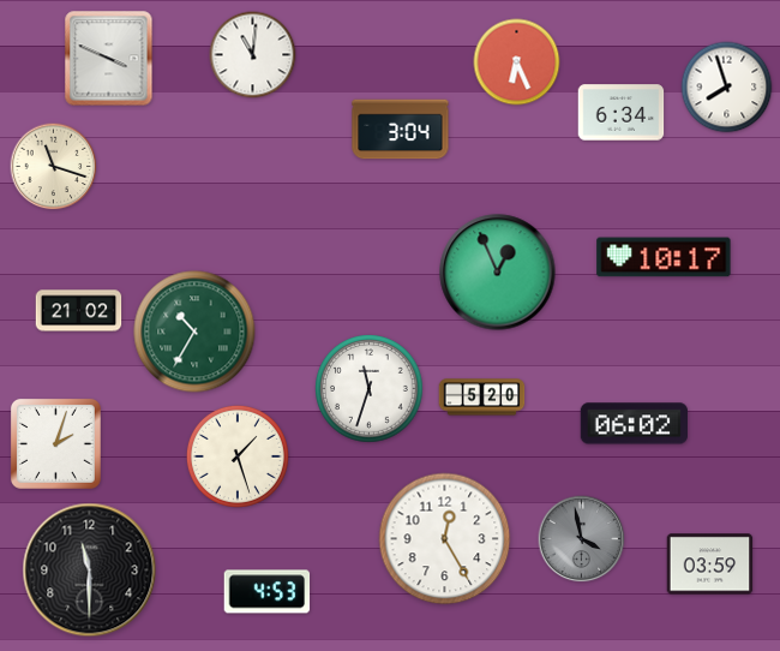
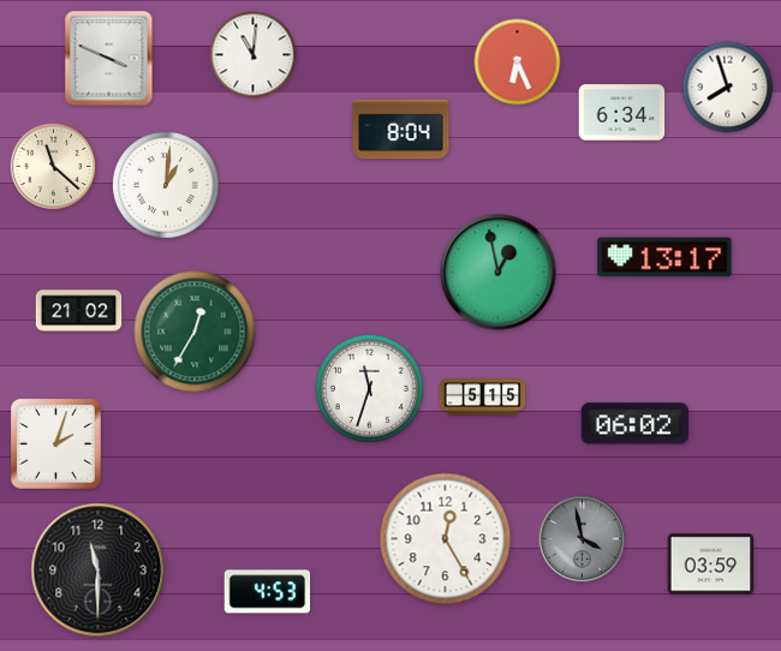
clock at (401, 130): 3:04 -> 8:04
clock at (54, 167): 11:18 -> 11:22
clock at (166, 185): none -> 1:01
clock at (664, 257): 10:17 -> 13:17
clock at (498, 273): 12:56 -> 12:58
clock at (194, 332): 10:35 -> 12:35
clock at (482, 398): 5:20 -> 5:15
clock at (238, 456): 1:27 -> none
clock at (90, 571) position: (90, 571) -> (99, 571)
